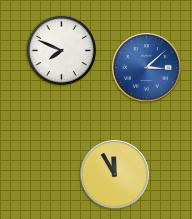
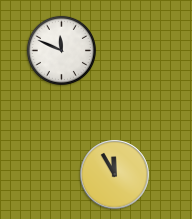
clock at (61, 50): 7:49 -> 11:49
clock at (147, 68): 3:08 -> none
